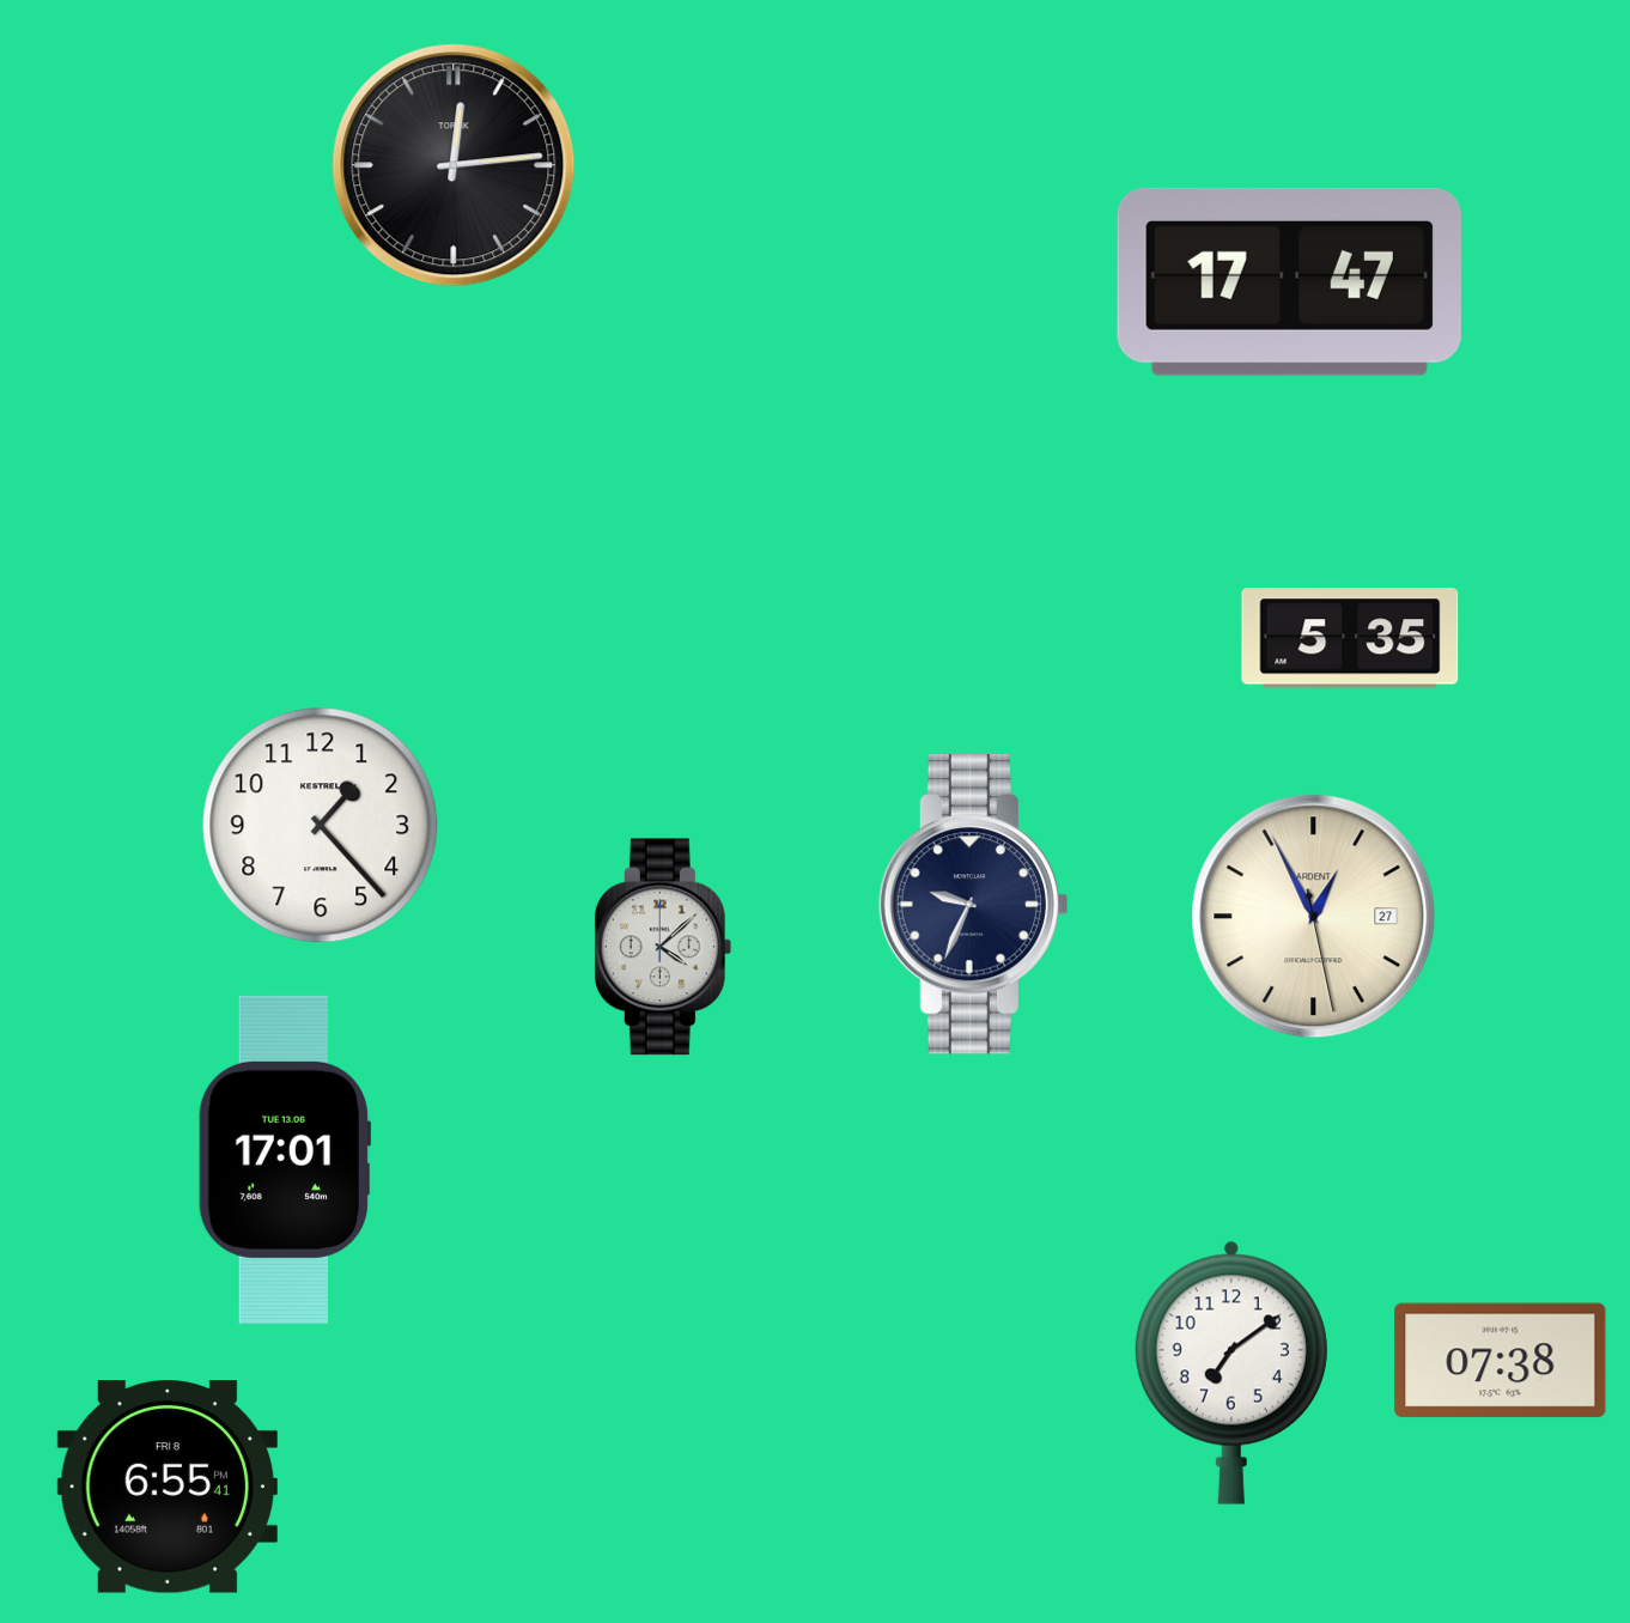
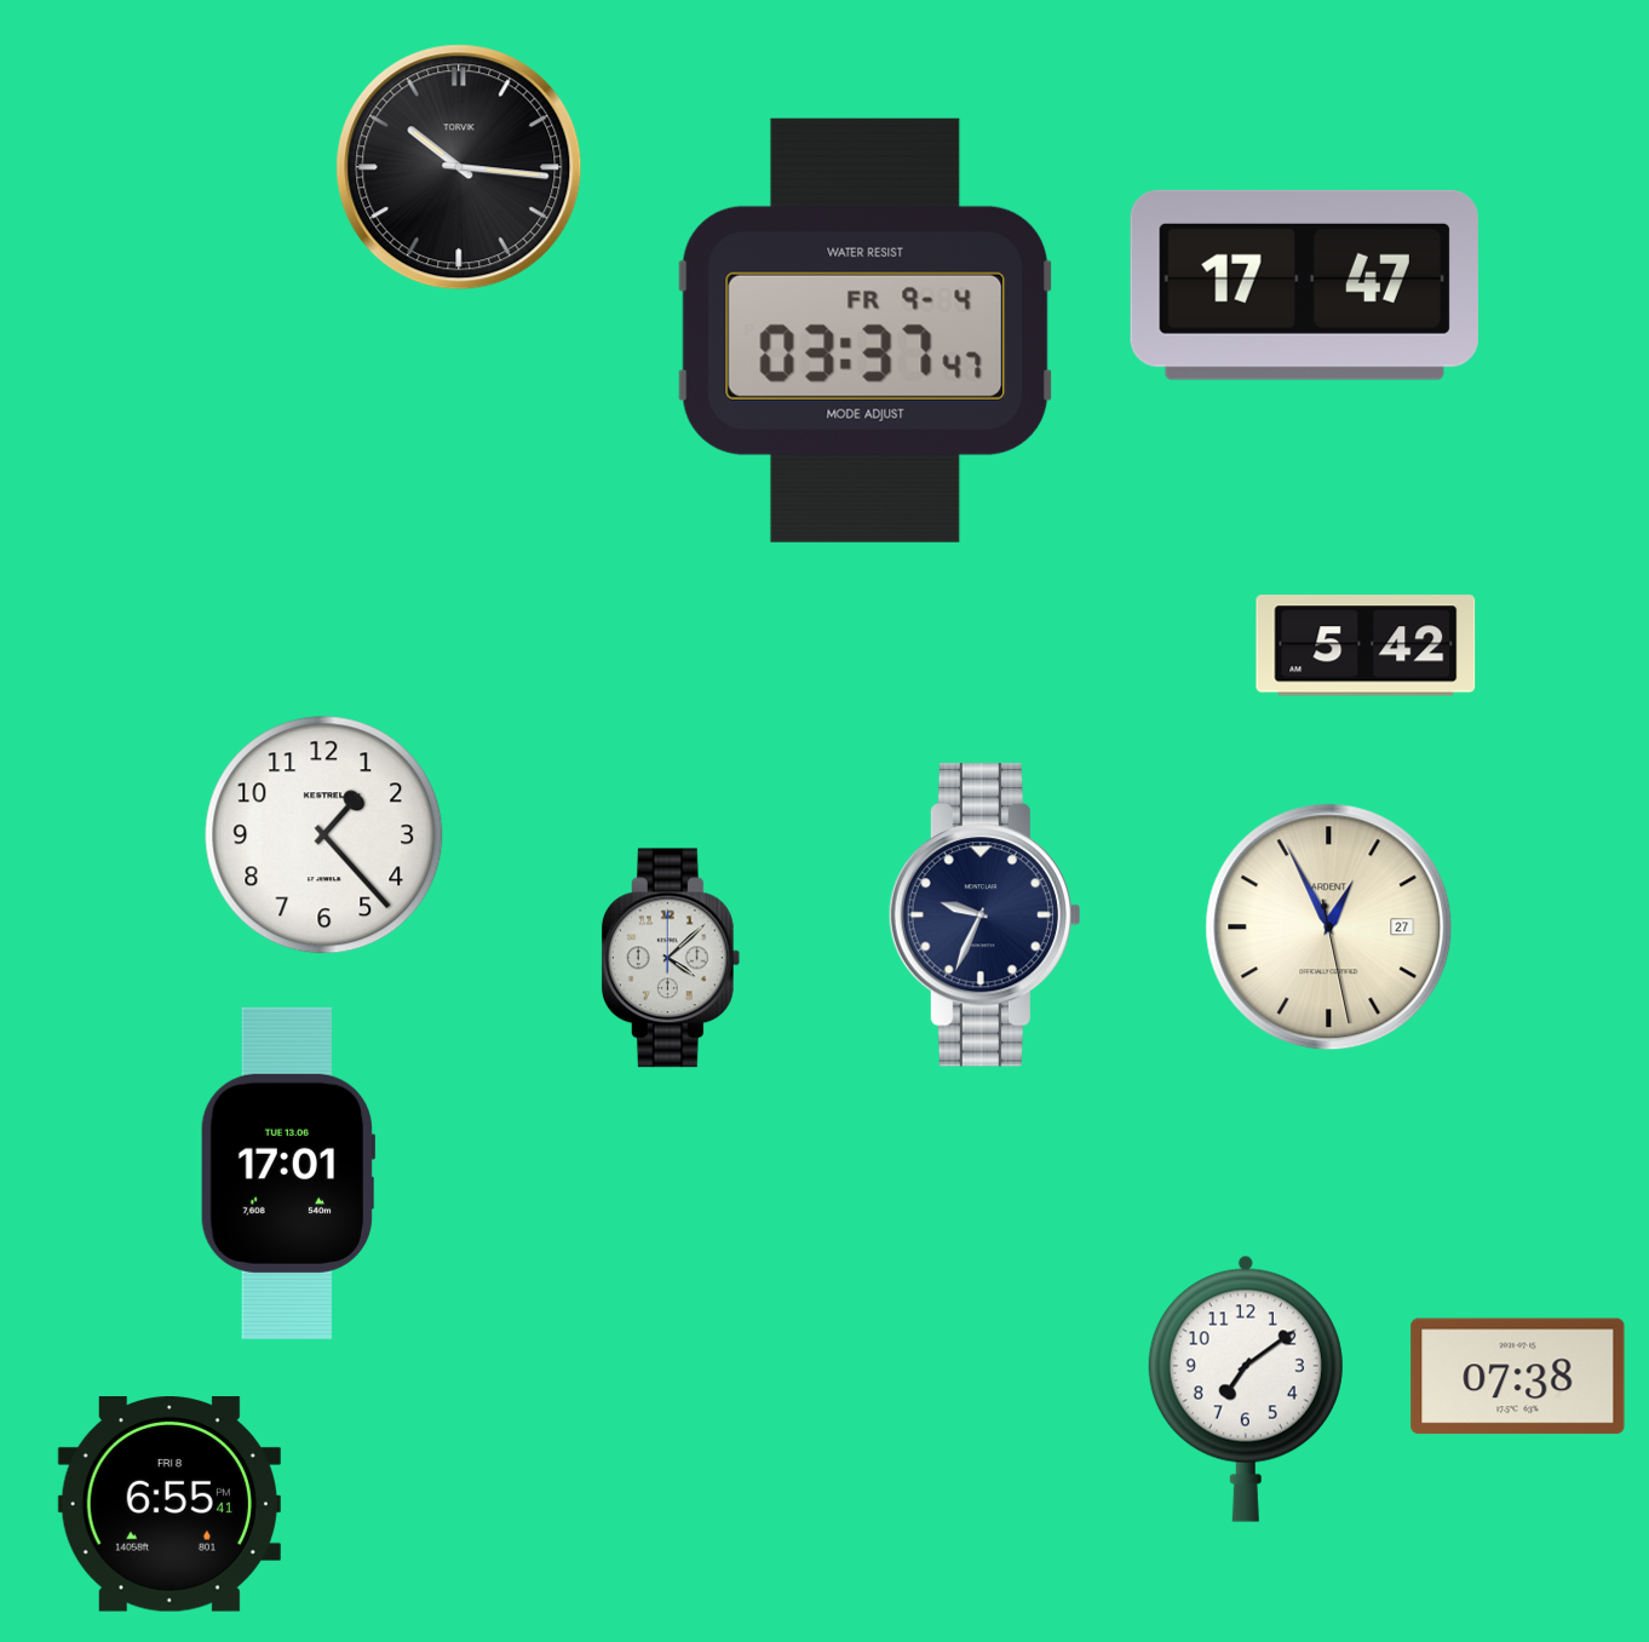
clock at (454, 165): 12:14 -> 10:16
clock at (866, 331): none -> 03:37
clock at (1350, 638): 5:35 -> 5:42
